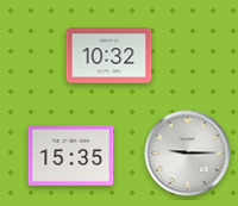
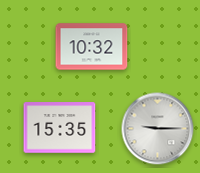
clock at (71, 156) position: (71, 156) -> (60, 128)
